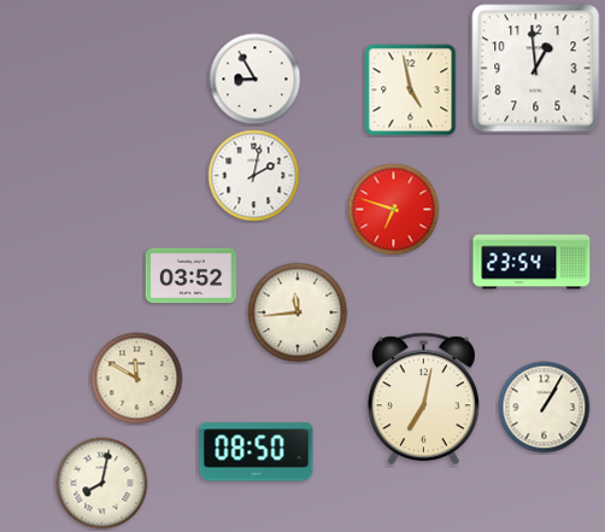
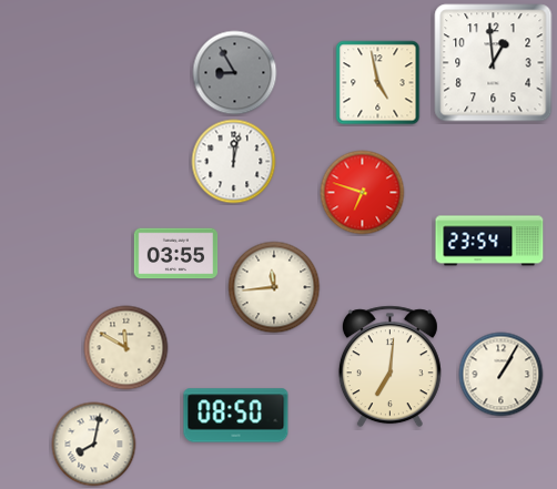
clock at (255, 80) dial: white -> grey
clock at (254, 176): 2:02 -> 12:02
clock at (192, 276): 03:52 -> 03:55
clock at (423, 399): 7:02 -> 7:01
